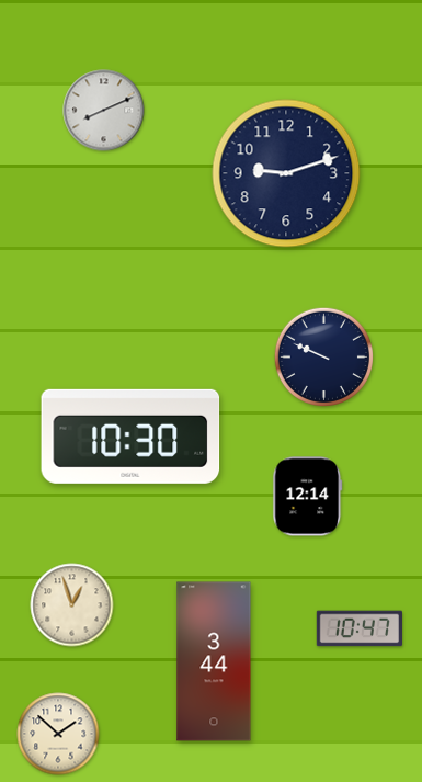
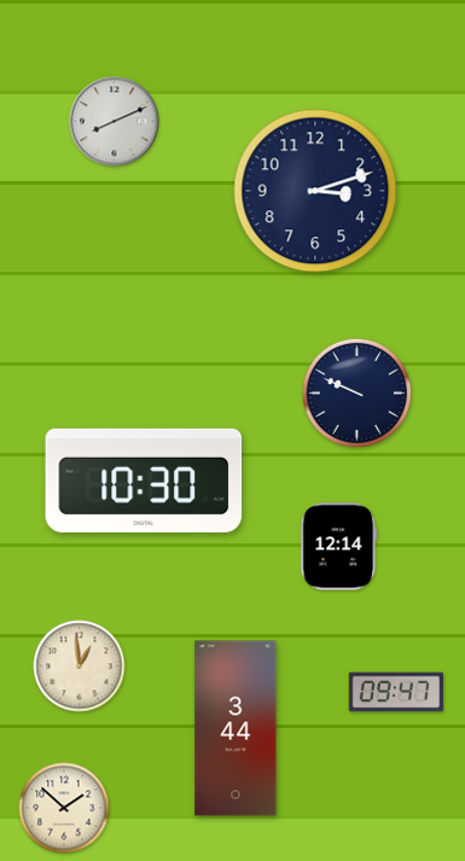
clock at (286, 173): 9:12 -> 3:12
clock at (72, 605): 12:57 -> 12:59
clock at (358, 628): 10:47 -> 09:47
